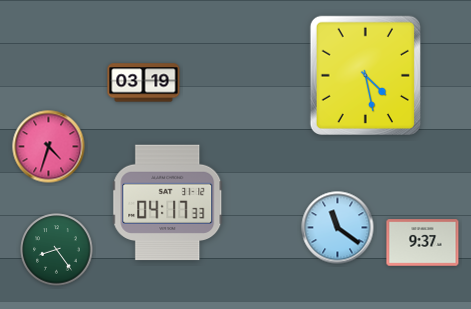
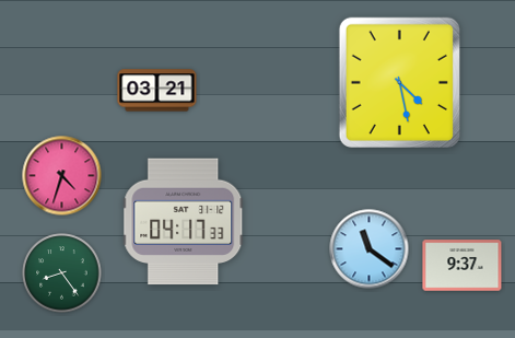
clock at (144, 83): 03:19 -> 03:21
clock at (49, 147) position: (49, 147) -> (62, 176)
